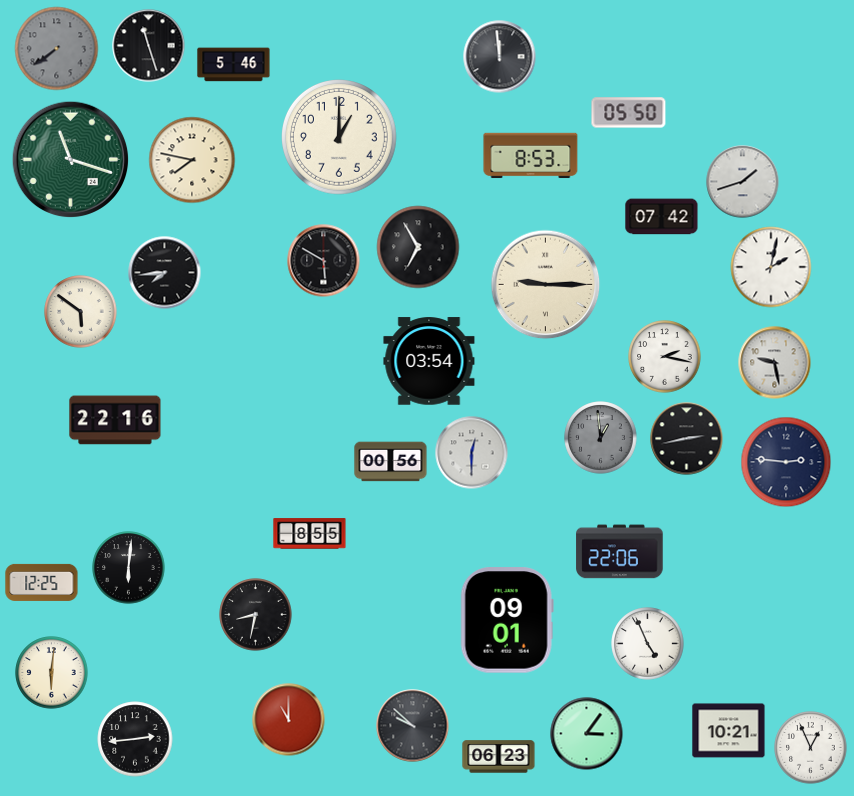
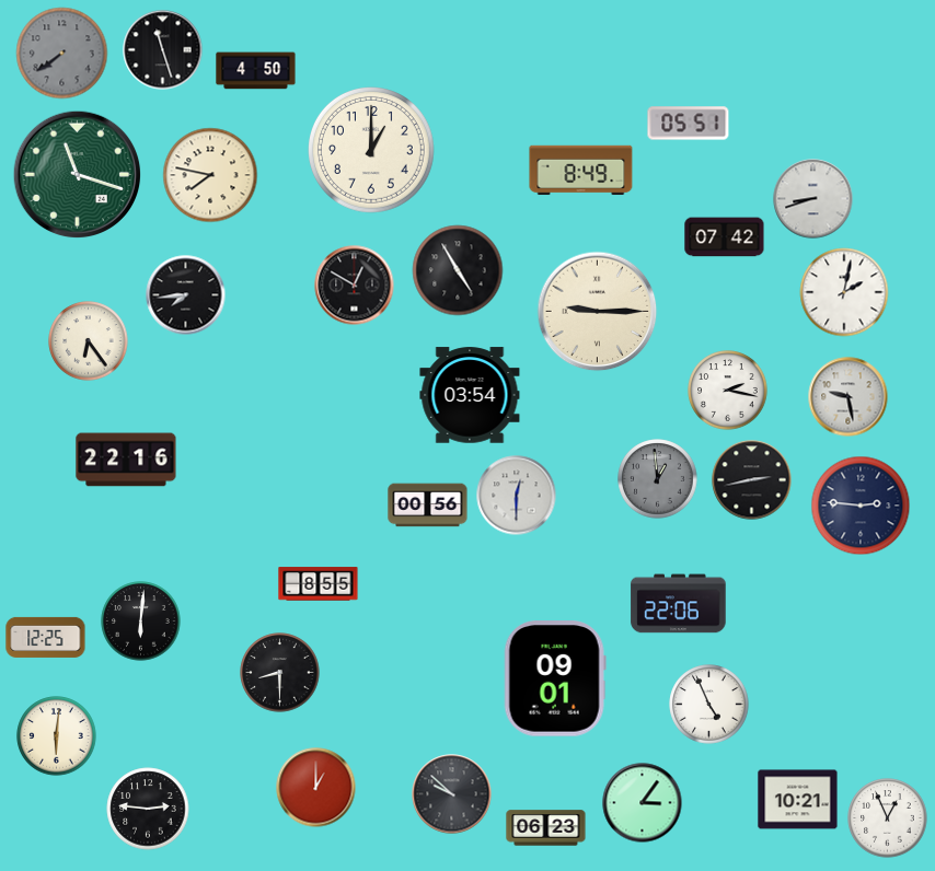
clock at (500, 57): 11:59 -> none
clock at (234, 65): 5:46 -> 4:50
clock at (629, 113): 05:50 -> 05:51
clock at (531, 156): 8:53 -> 8:49
clock at (743, 182): 1:42 -> 8:42
clock at (418, 247): 6:55 -> 4:55
clock at (324, 261): 5:50 -> 12:50
clock at (165, 273) position: (165, 273) -> (186, 295)
clock at (81, 312): 5:51 -> 6:24
clock at (310, 534) position: (310, 534) -> (319, 584)
clock at (256, 615): 8:32 -> 8:30
clock at (289, 720): 11:00 -> 1:00
clock at (135, 739): 2:44 -> 2:46
